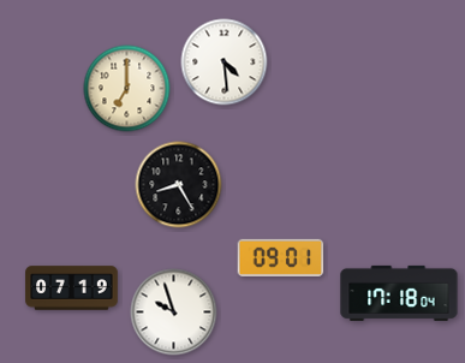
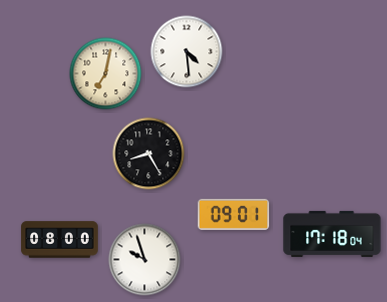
clock at (127, 89): 7:00 -> 7:02
clock at (72, 288): 07:19 -> 08:00
clock at (399, 293) position: (399, 293) -> (332, 234)
